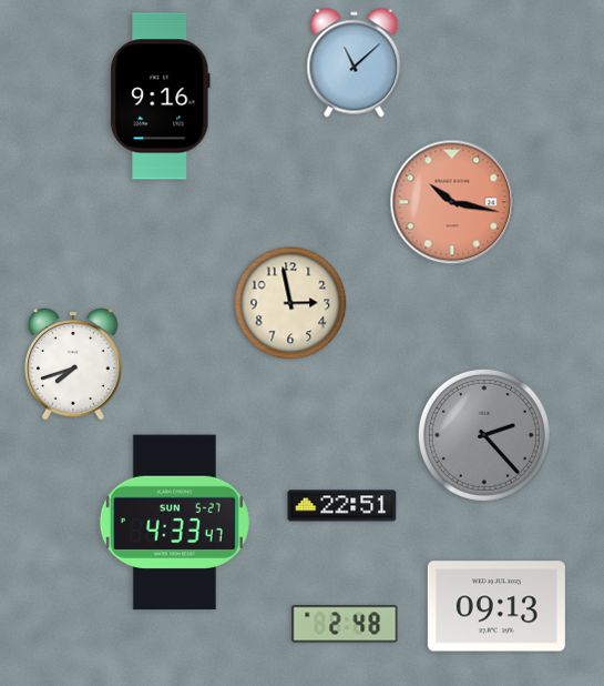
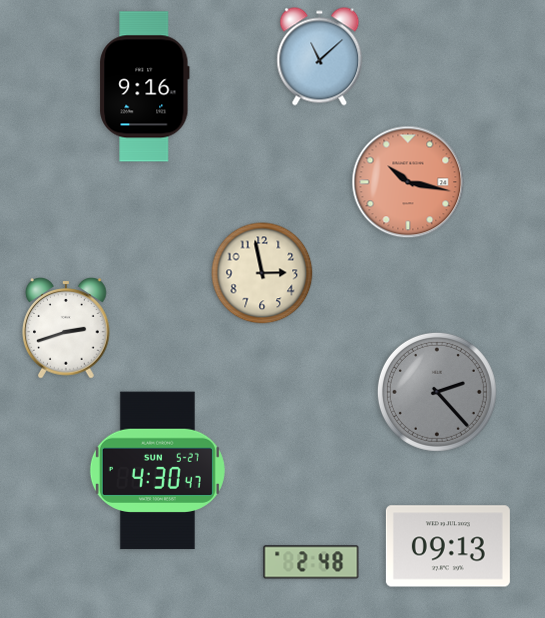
clock at (73, 364): 7:42 -> 2:42
clock at (342, 506): 22:51 -> none
clock at (174, 523): 4:33 -> 4:30
